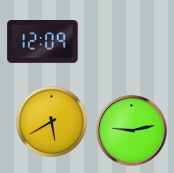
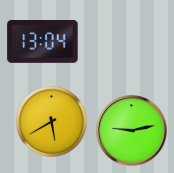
clock at (43, 42): 12:09 -> 13:04
